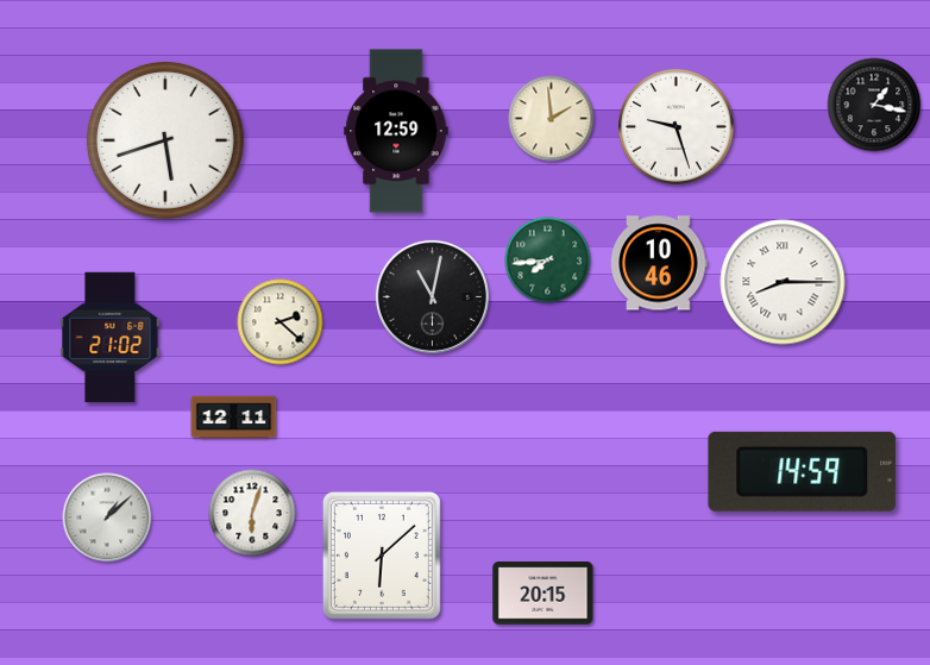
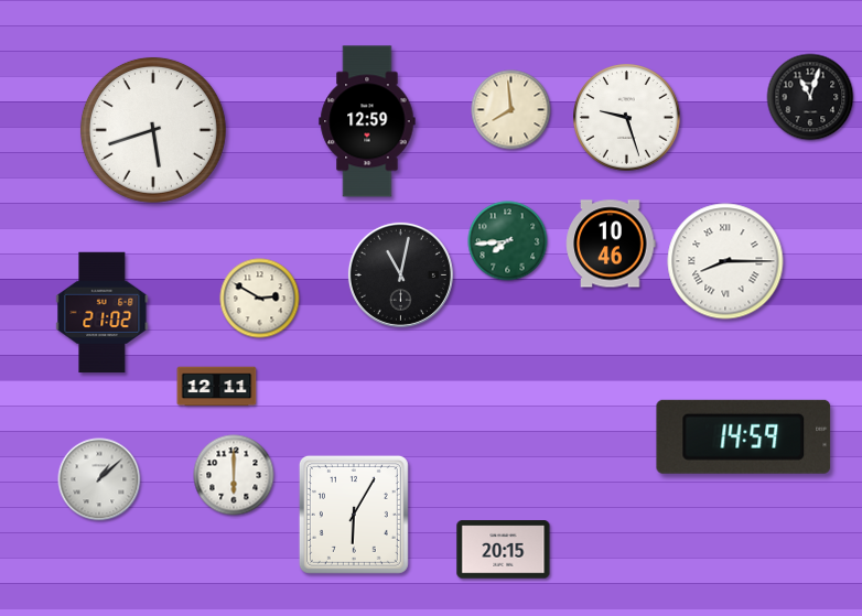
clock at (874, 105): 1:17 -> 11:03
clock at (552, 119): 1:59 -> 7:59
clock at (281, 322): 2:22 -> 2:50
clock at (252, 513): 6:03 -> 6:00
clock at (382, 556): 6:08 -> 6:05
